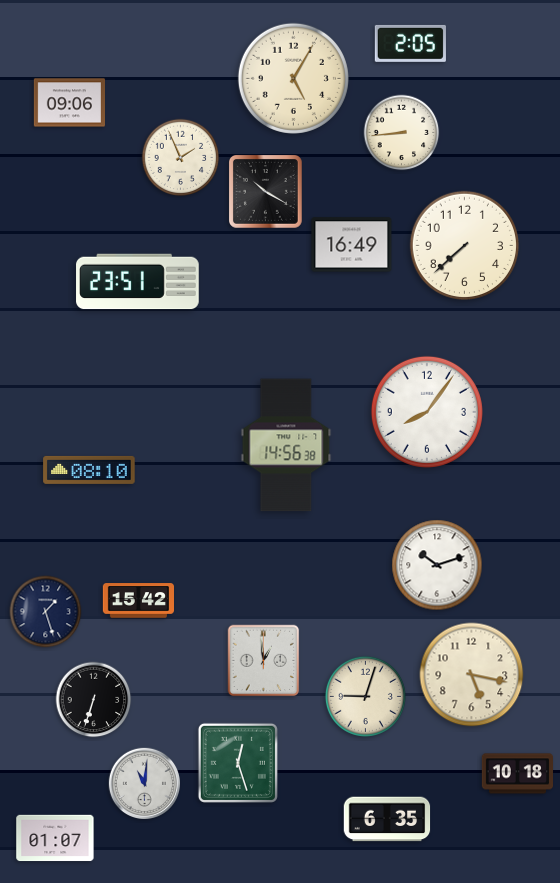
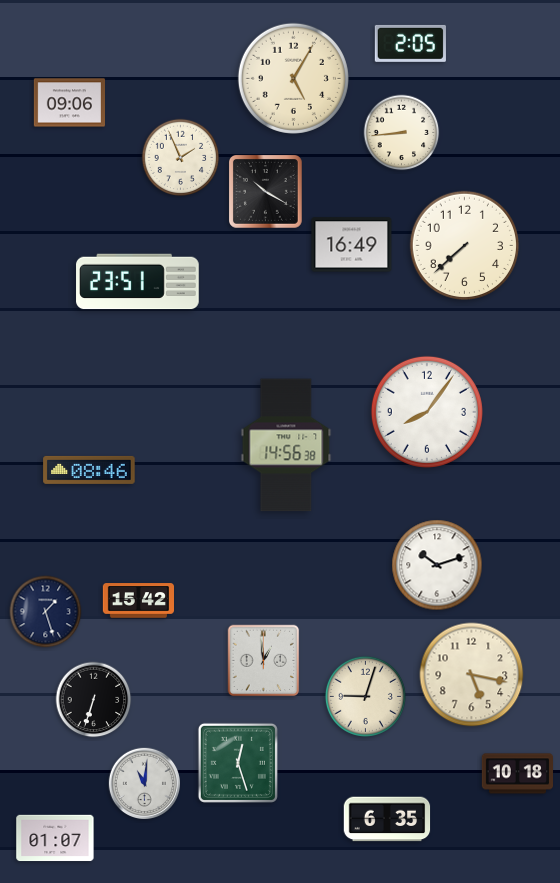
clock at (89, 470): 08:10 -> 08:46
